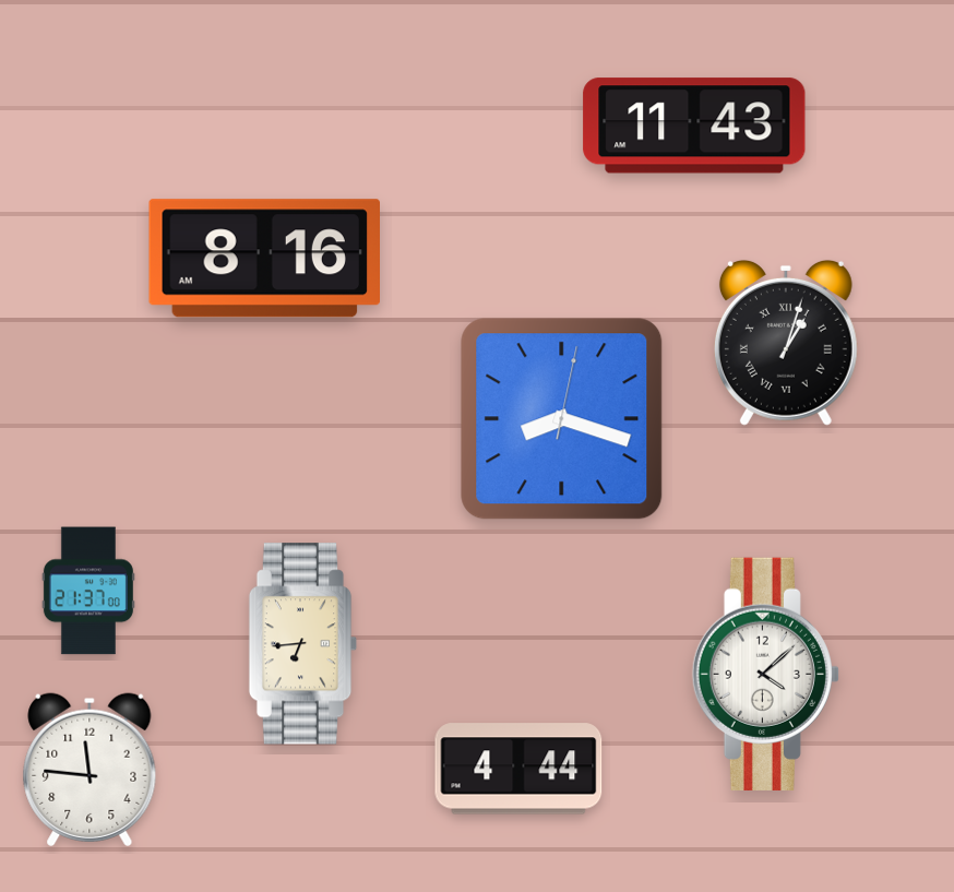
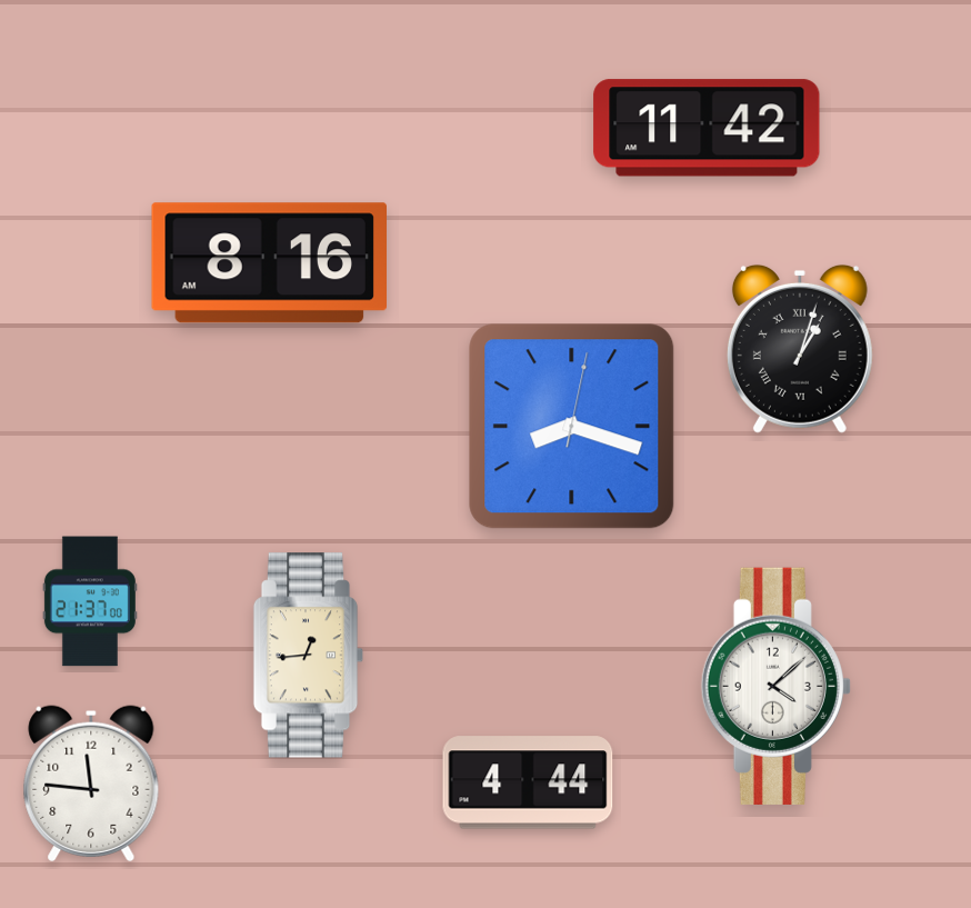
clock at (694, 126): 11:43 -> 11:42
clock at (303, 644): 6:44 -> 12:44
clock at (765, 674) position: (765, 674) -> (775, 686)
